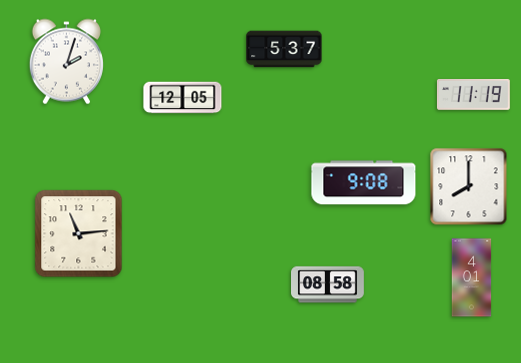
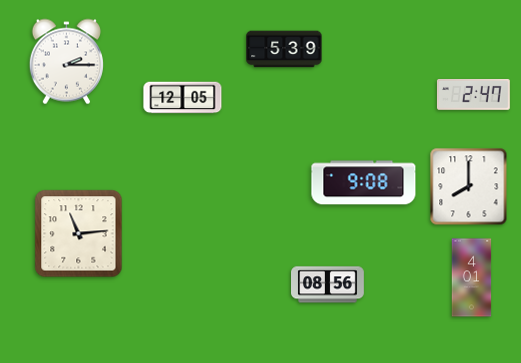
clock at (284, 49): 5:37 -> 5:39
clock at (66, 62): 2:03 -> 2:15
clock at (473, 95): 11:19 -> 2:47
clock at (328, 285): 08:58 -> 08:56
